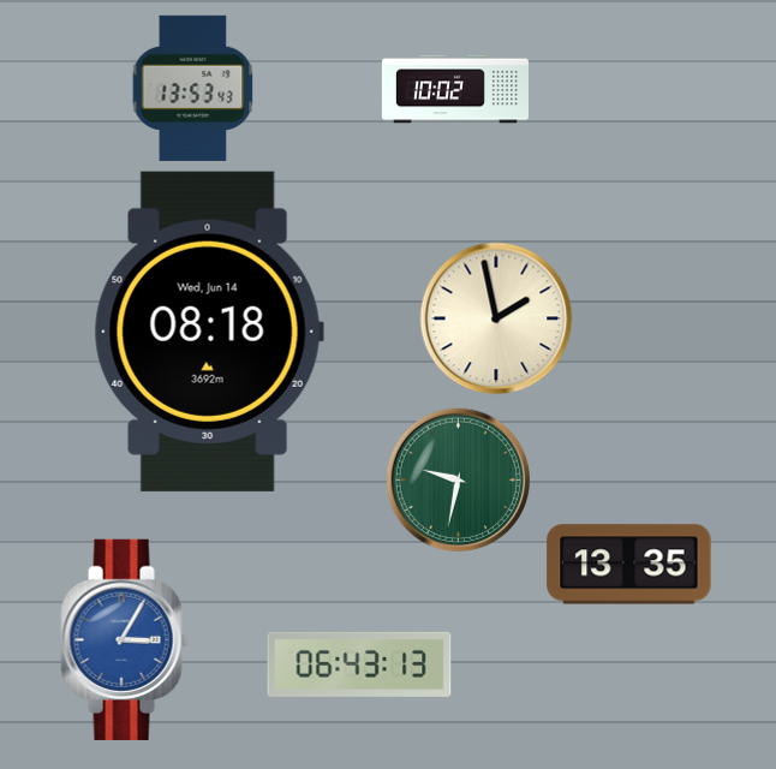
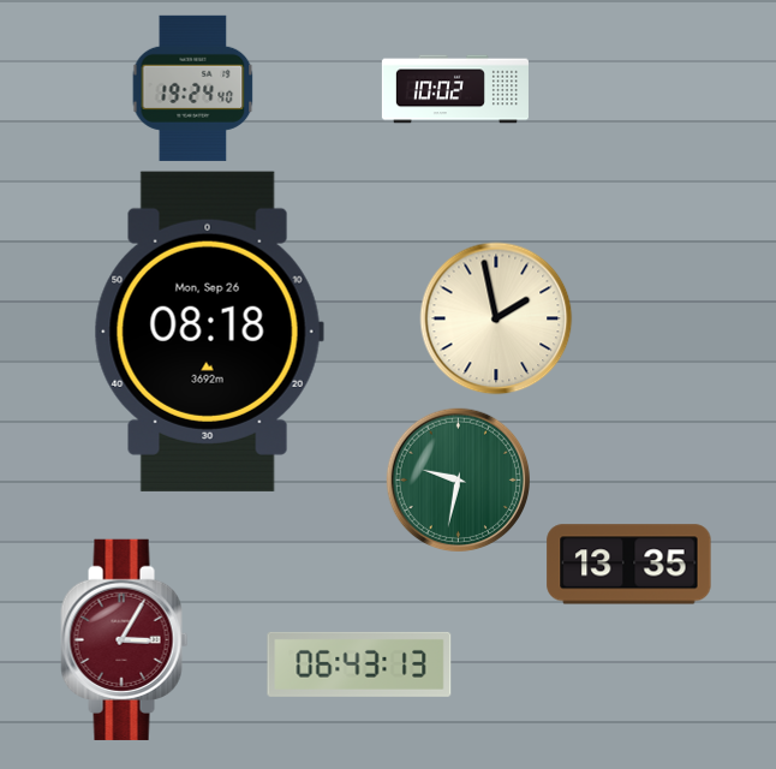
clock at (193, 88): 13:53 -> 19:24
clock at (209, 332) date: Wed, Jun 14 -> Mon, Sep 26
clock at (125, 639) dial: blue -> burgundy
